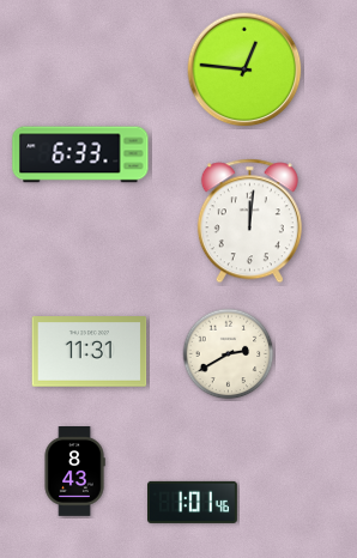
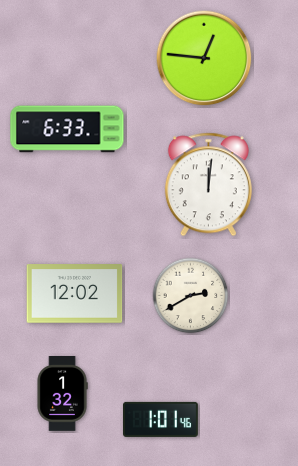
clock at (90, 352): 11:31 -> 12:02
clock at (74, 472): 8:43 -> 1:32
